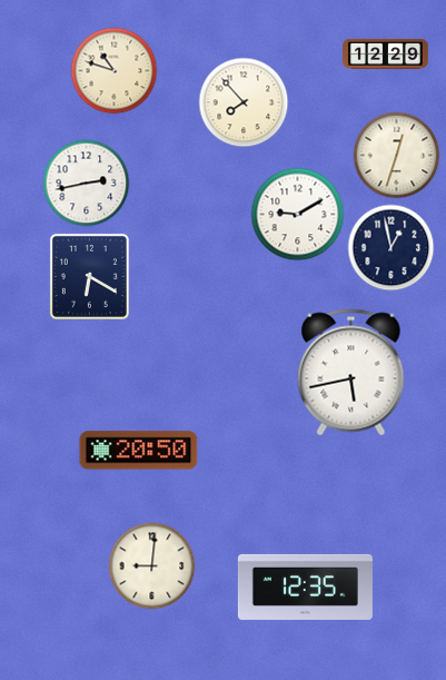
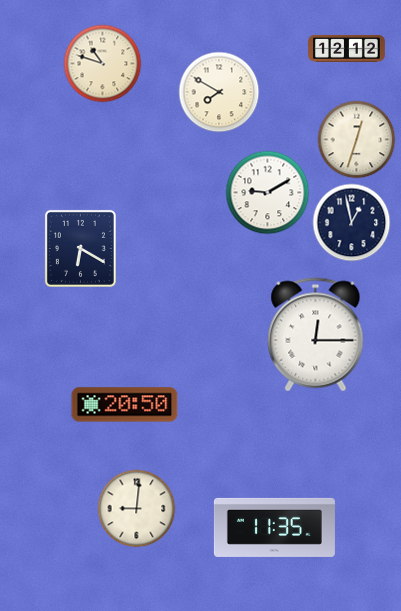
clock at (386, 53): 12:29 -> 12:12
clock at (244, 102): 7:53 -> 7:50
clock at (86, 183): 2:43 -> none
clock at (351, 373): 5:43 -> 12:15
clock at (305, 587): 12:35 -> 11:35
